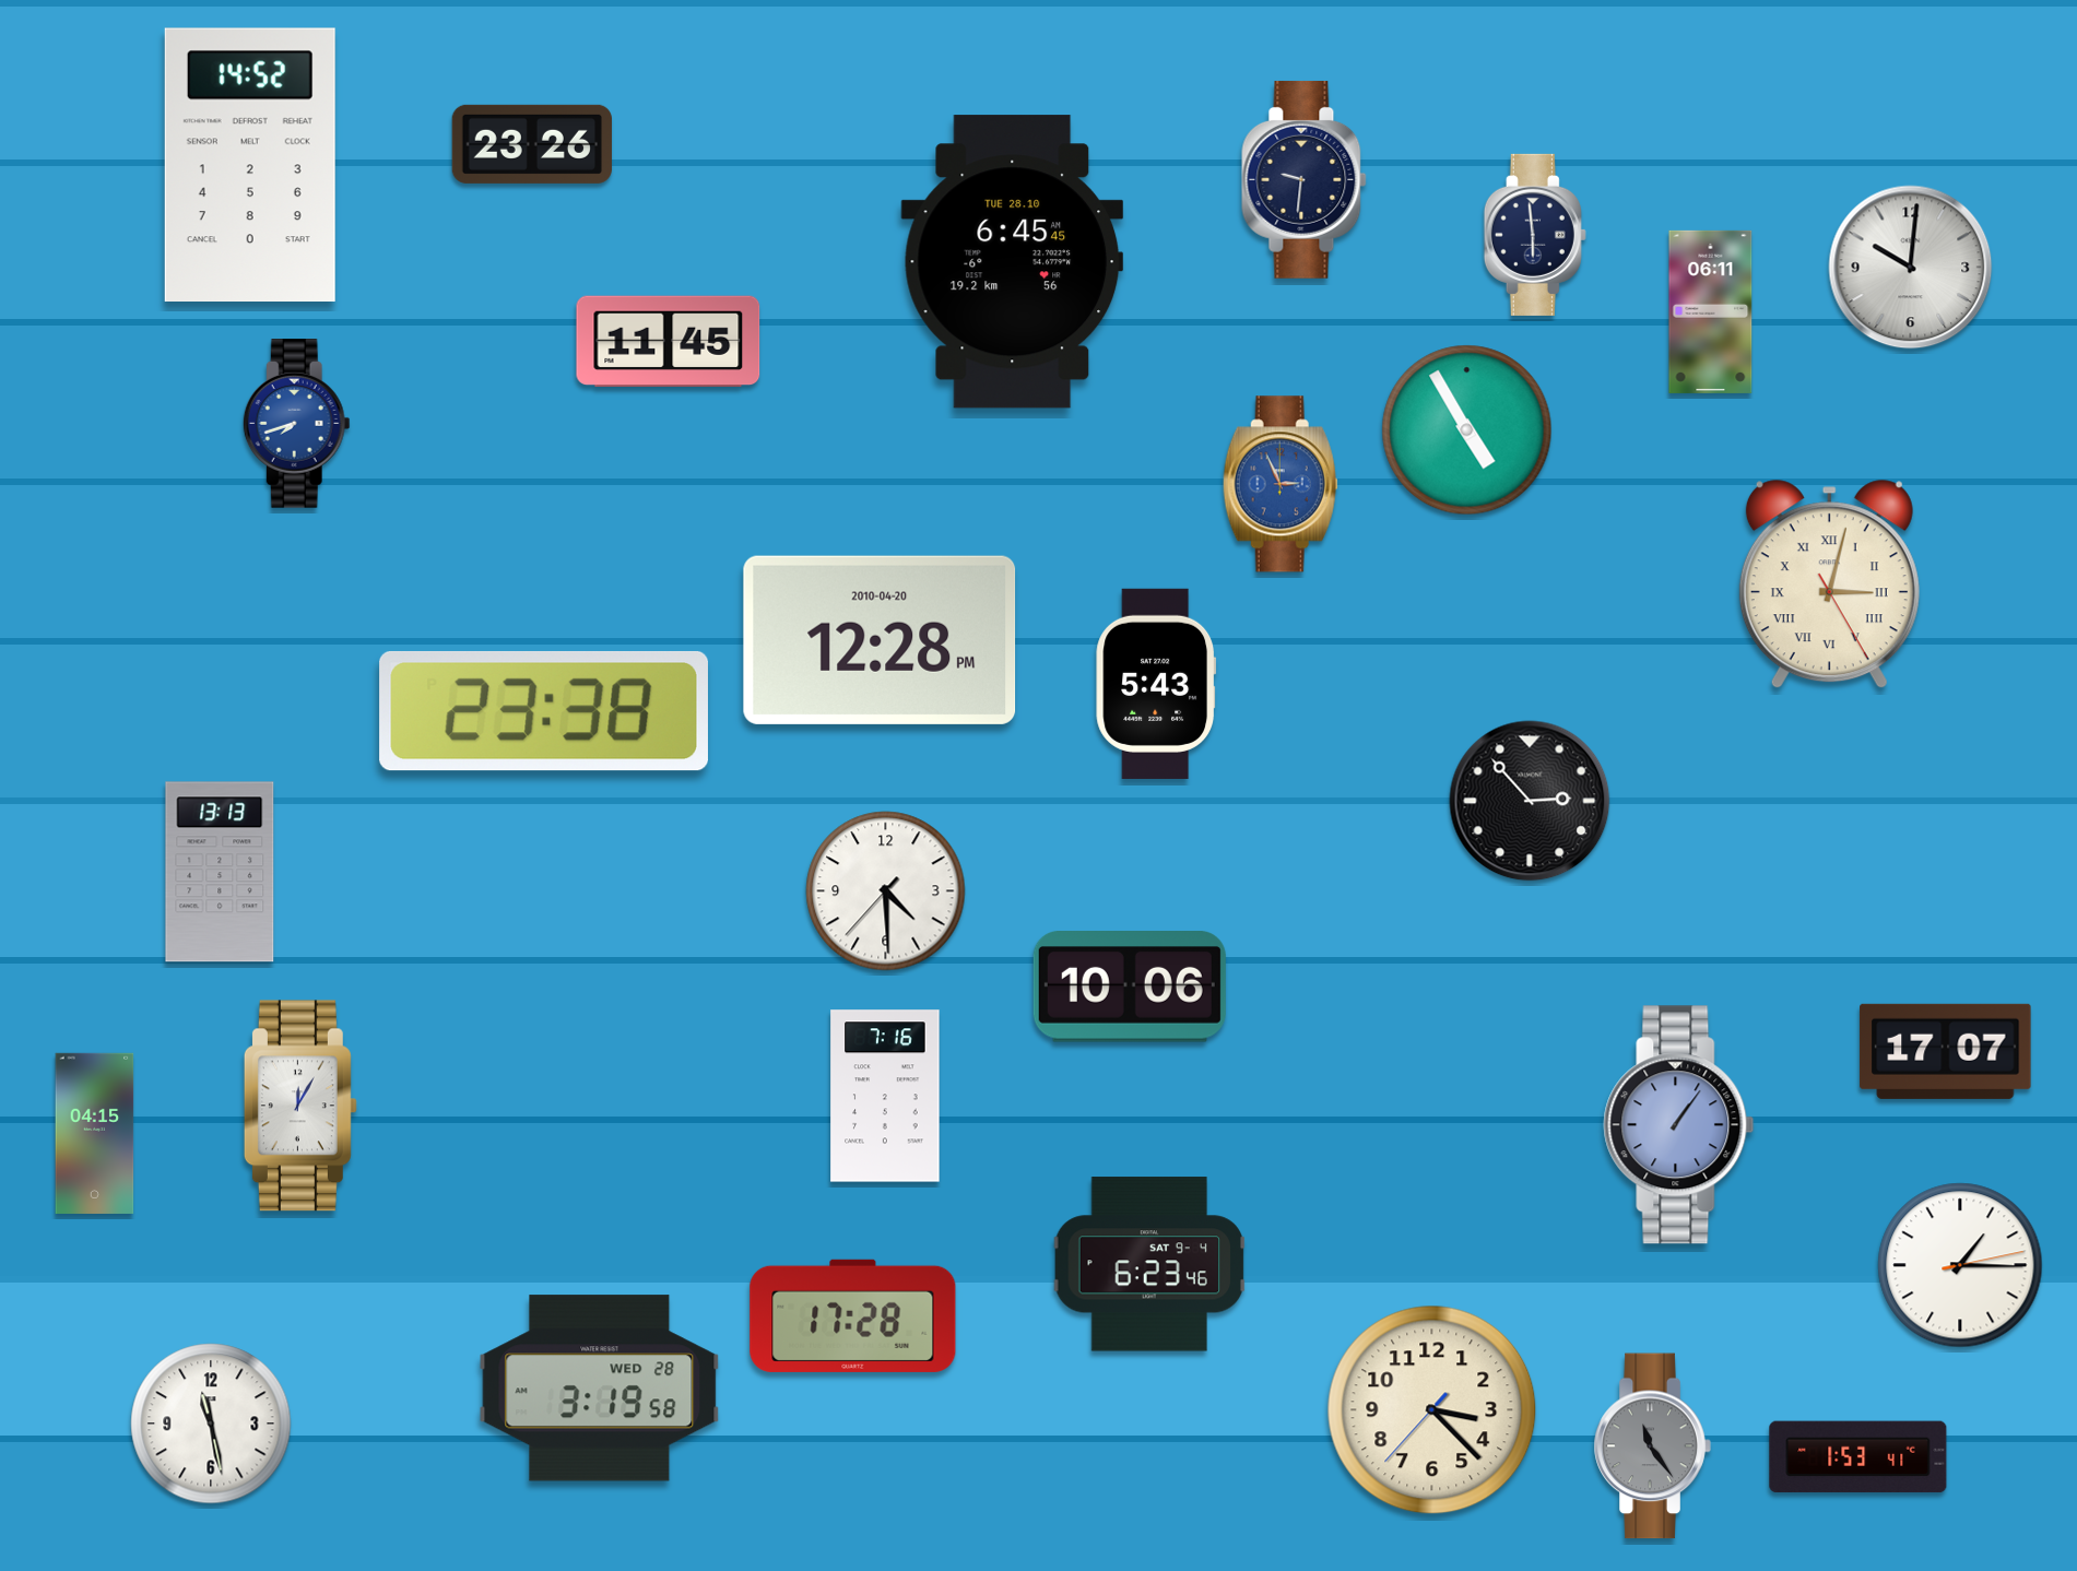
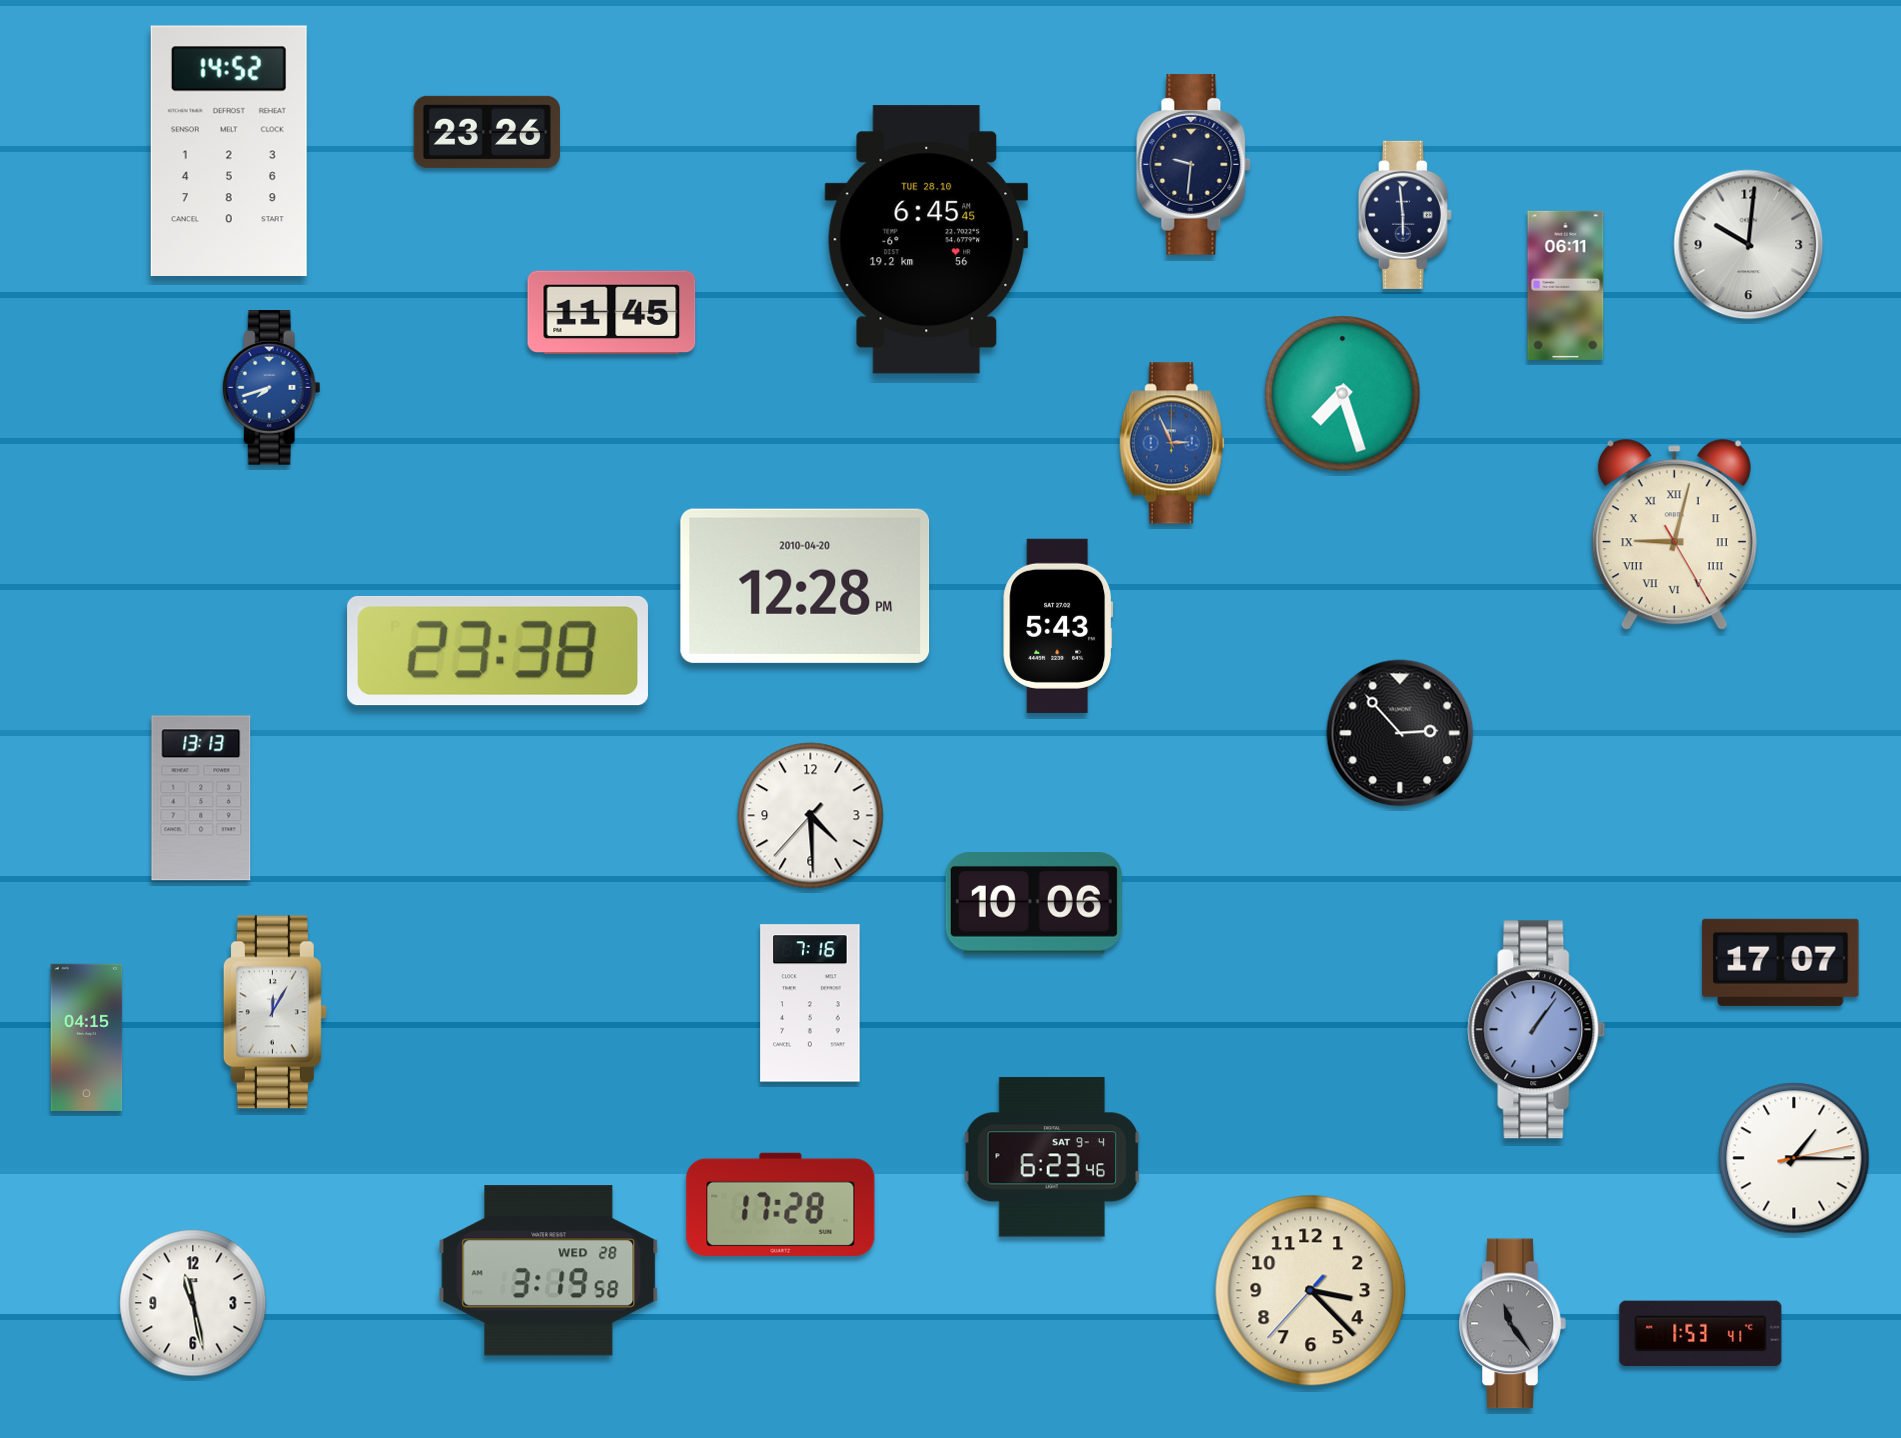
clock at (1467, 430): 4:55 -> 7:27
clock at (1829, 584): 3:02 -> 9:02
